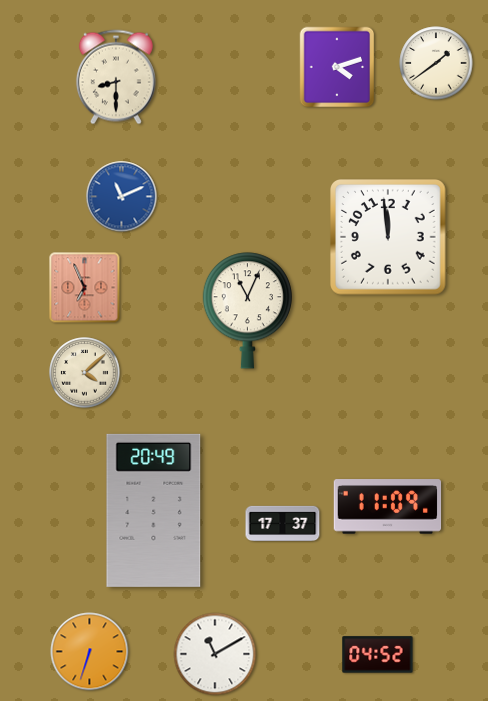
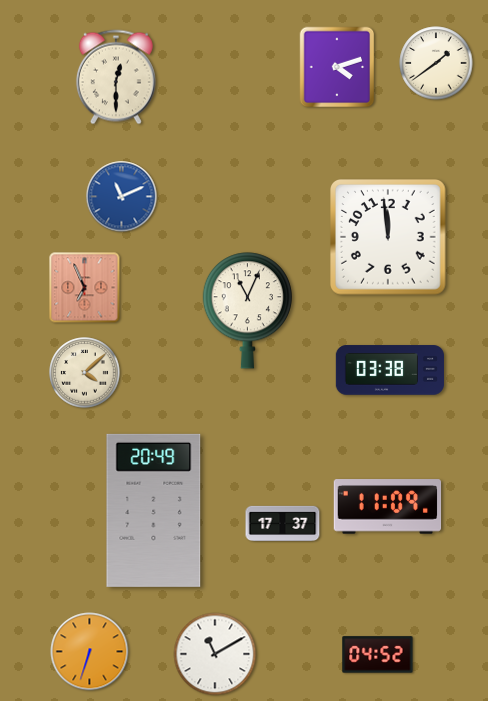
clock at (116, 77): 8:30 -> 12:30
clock at (390, 370): none -> 03:38
